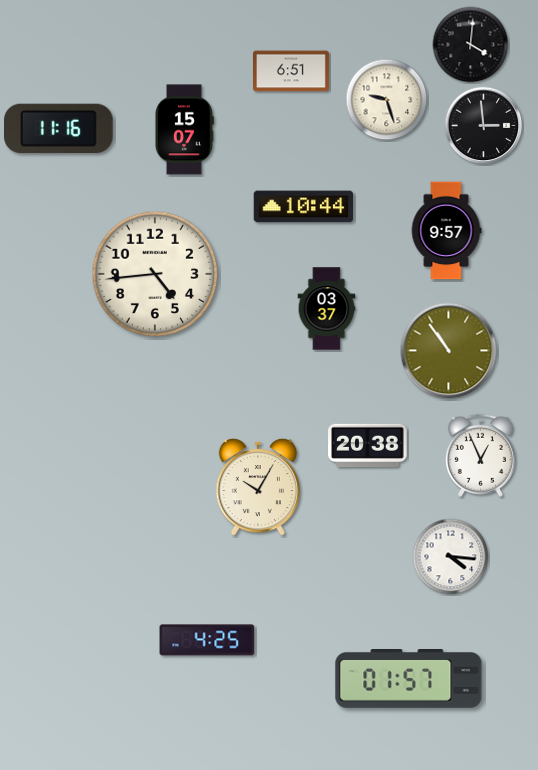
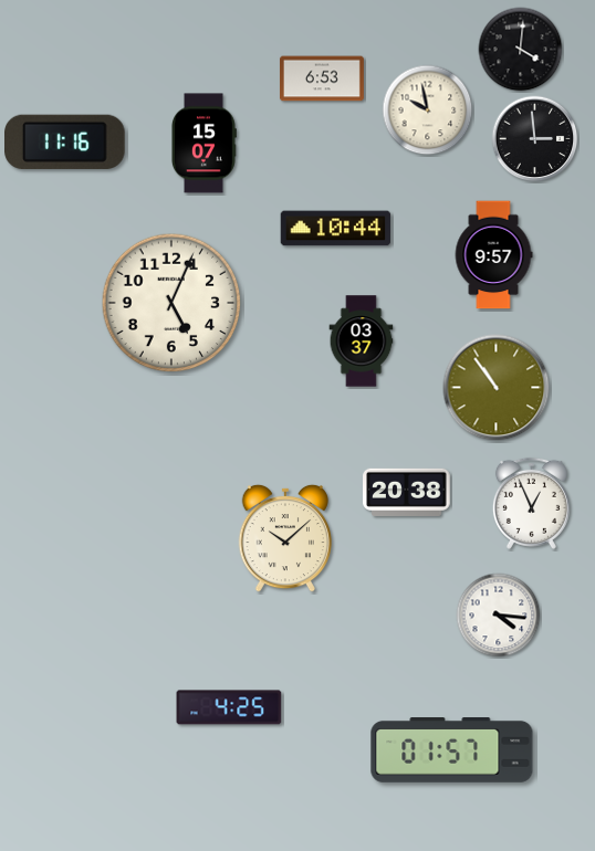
clock at (291, 71): 6:51 -> 6:53
clock at (387, 100): 9:27 -> 9:58
clock at (155, 274): 4:44 -> 5:04
clock at (257, 487): 10:05 -> 10:08
